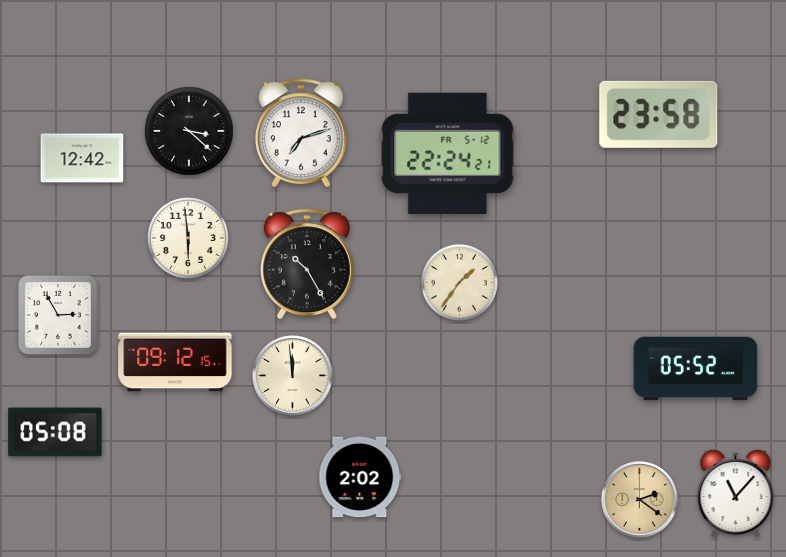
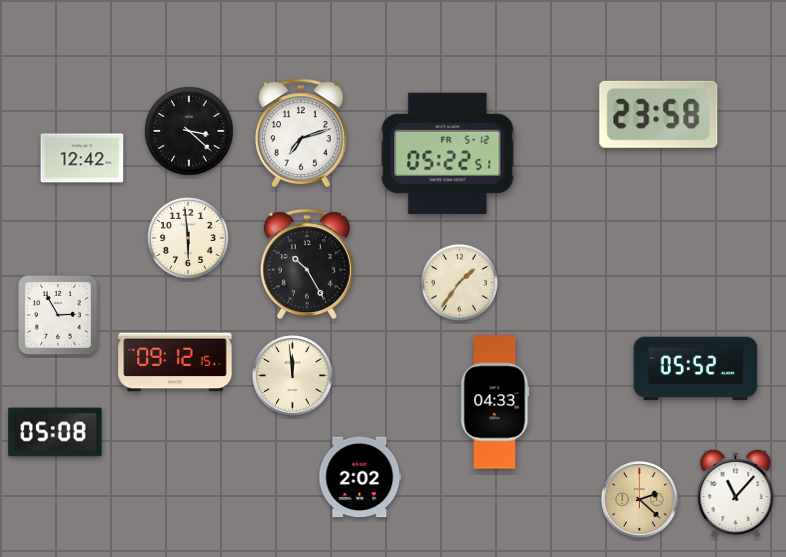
clock at (448, 153): 22:24 -> 05:22
clock at (495, 402): none -> 04:33
clock at (640, 500): 2:21 -> 2:22
